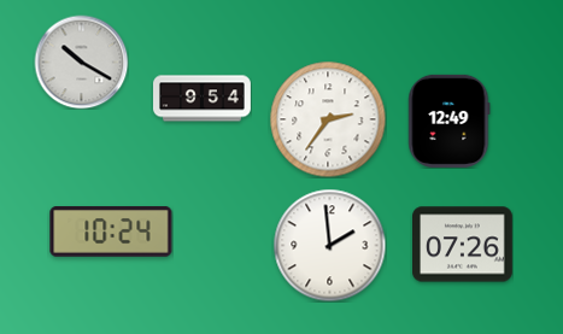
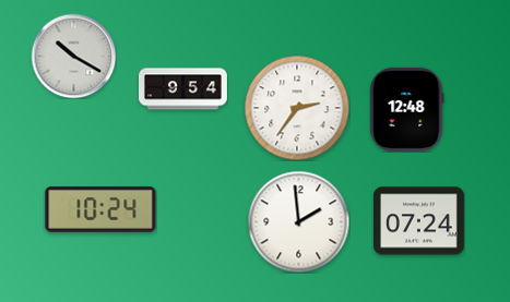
clock at (450, 121): 12:49 -> 12:48
clock at (463, 245): 07:26 -> 07:24
